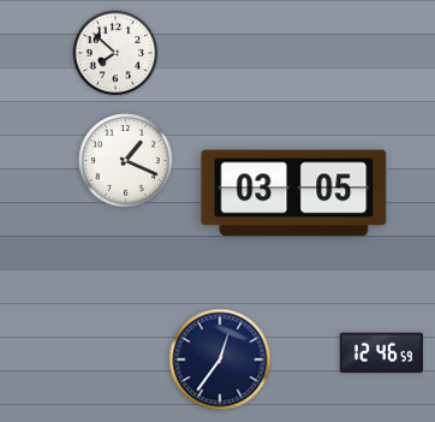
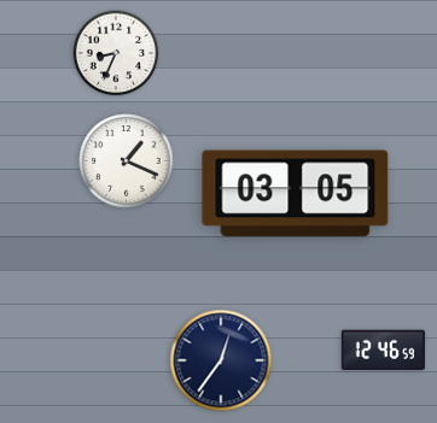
clock at (115, 53): 7:52 -> 8:34
clock at (381, 353) position: (381, 353) -> (383, 351)
